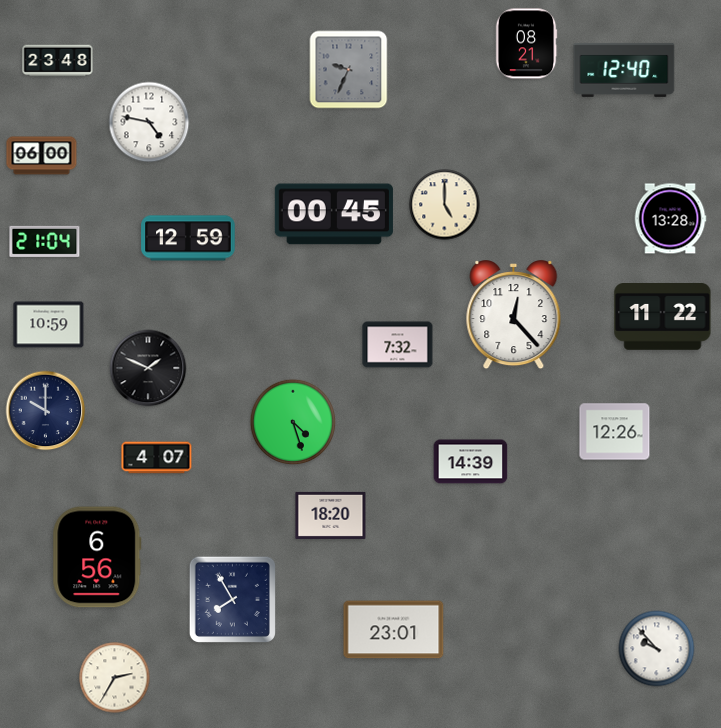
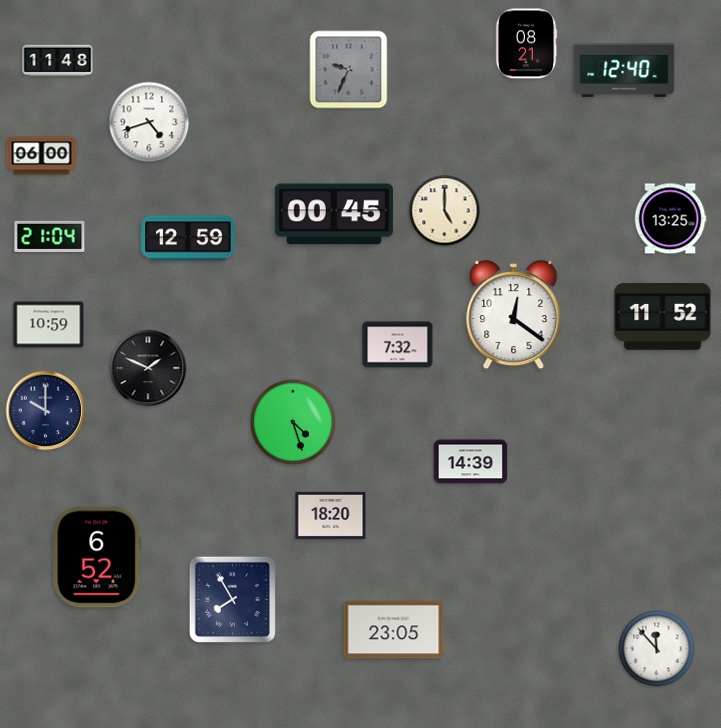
clock at (58, 61): 23:48 -> 11:48
clock at (149, 122): 4:47 -> 4:42
clock at (445, 205) position: (445, 205) -> (445, 211)
clock at (670, 219): 13:28 -> 13:25
clock at (45, 241) position: (45, 241) -> (50, 236)
clock at (514, 316): 12:23 -> 12:21
clock at (663, 317): 11:22 -> 11:52
clock at (615, 432): 12:26 -> none
clock at (157, 458): 4:07 -> none
clock at (97, 557): 6:56 -> 6:52
clock at (394, 630): 23:01 -> 23:05
clock at (657, 649): 9:53 -> 11:53
clock at (115, 678): 2:35 -> none
